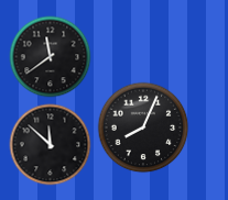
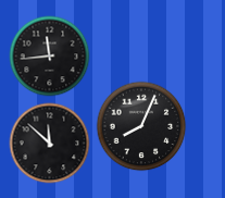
clock at (51, 57): 11:39 -> 11:44
